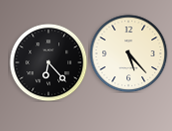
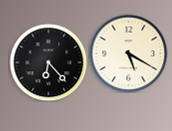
clock at (128, 53): 5:23 -> 5:20
